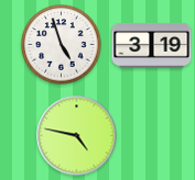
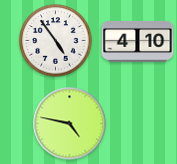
clock at (62, 45): 4:57 -> 4:54
clock at (152, 46): 3:19 -> 4:10
